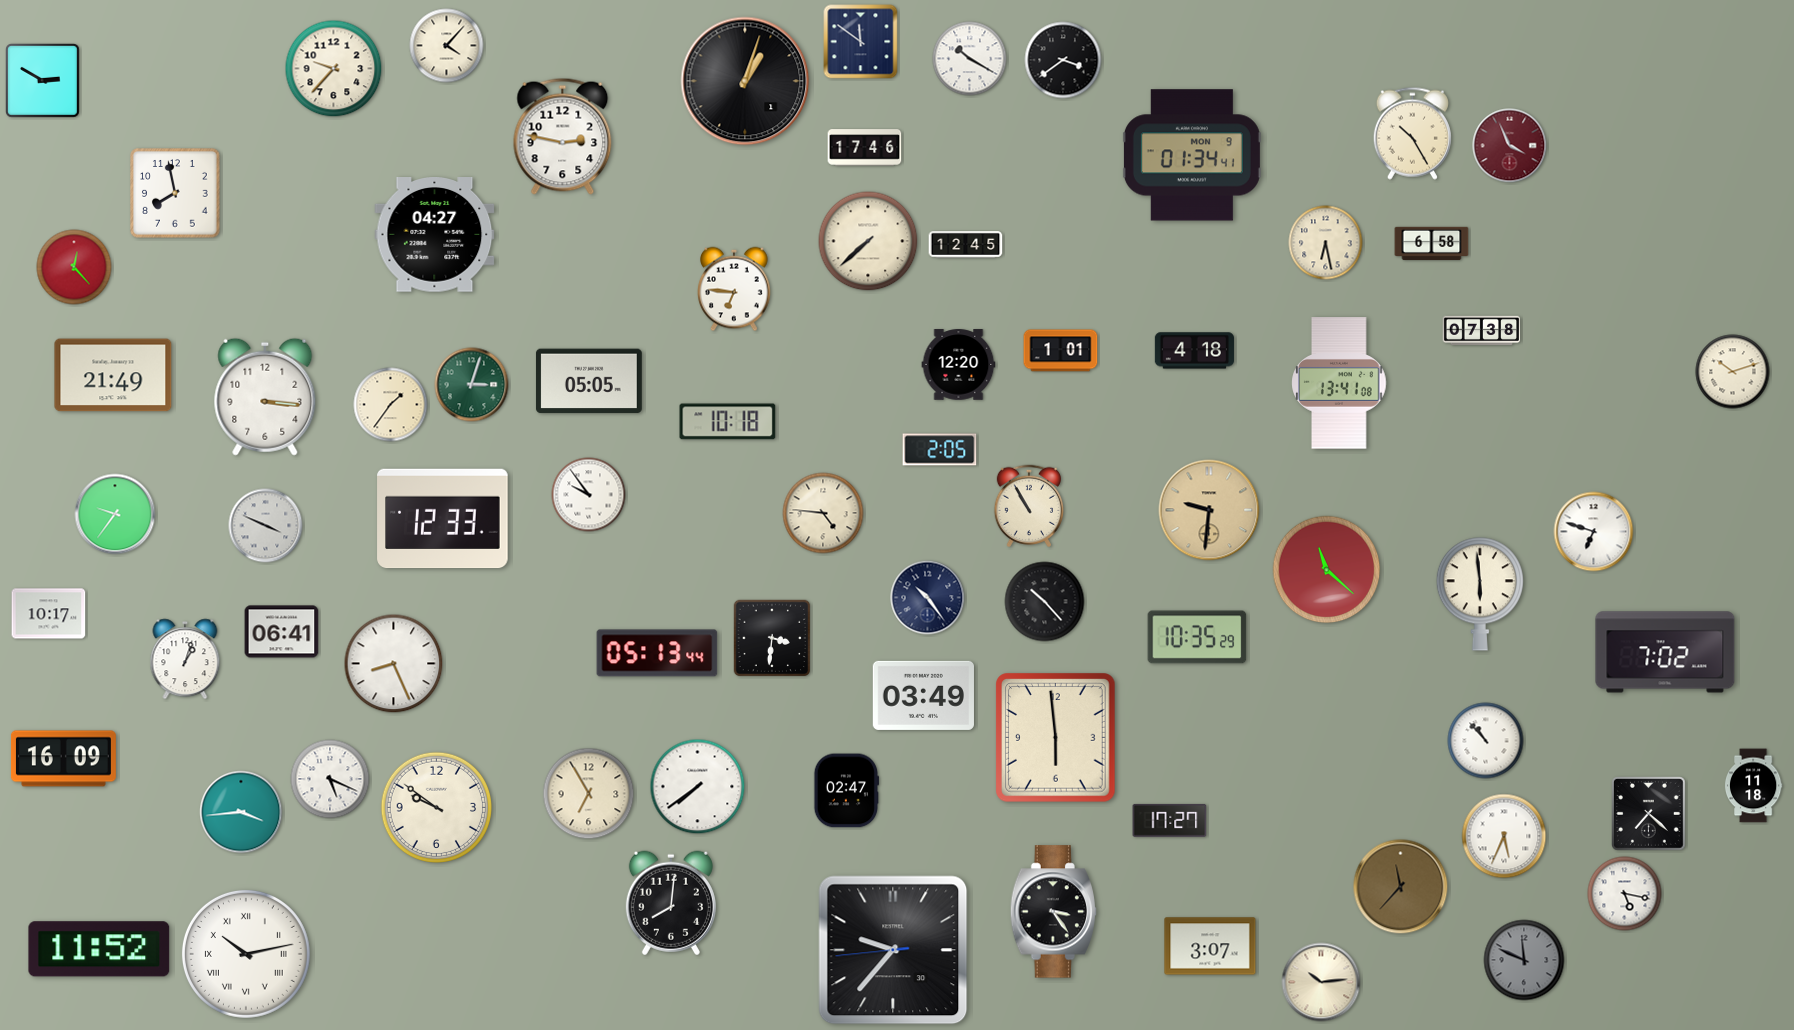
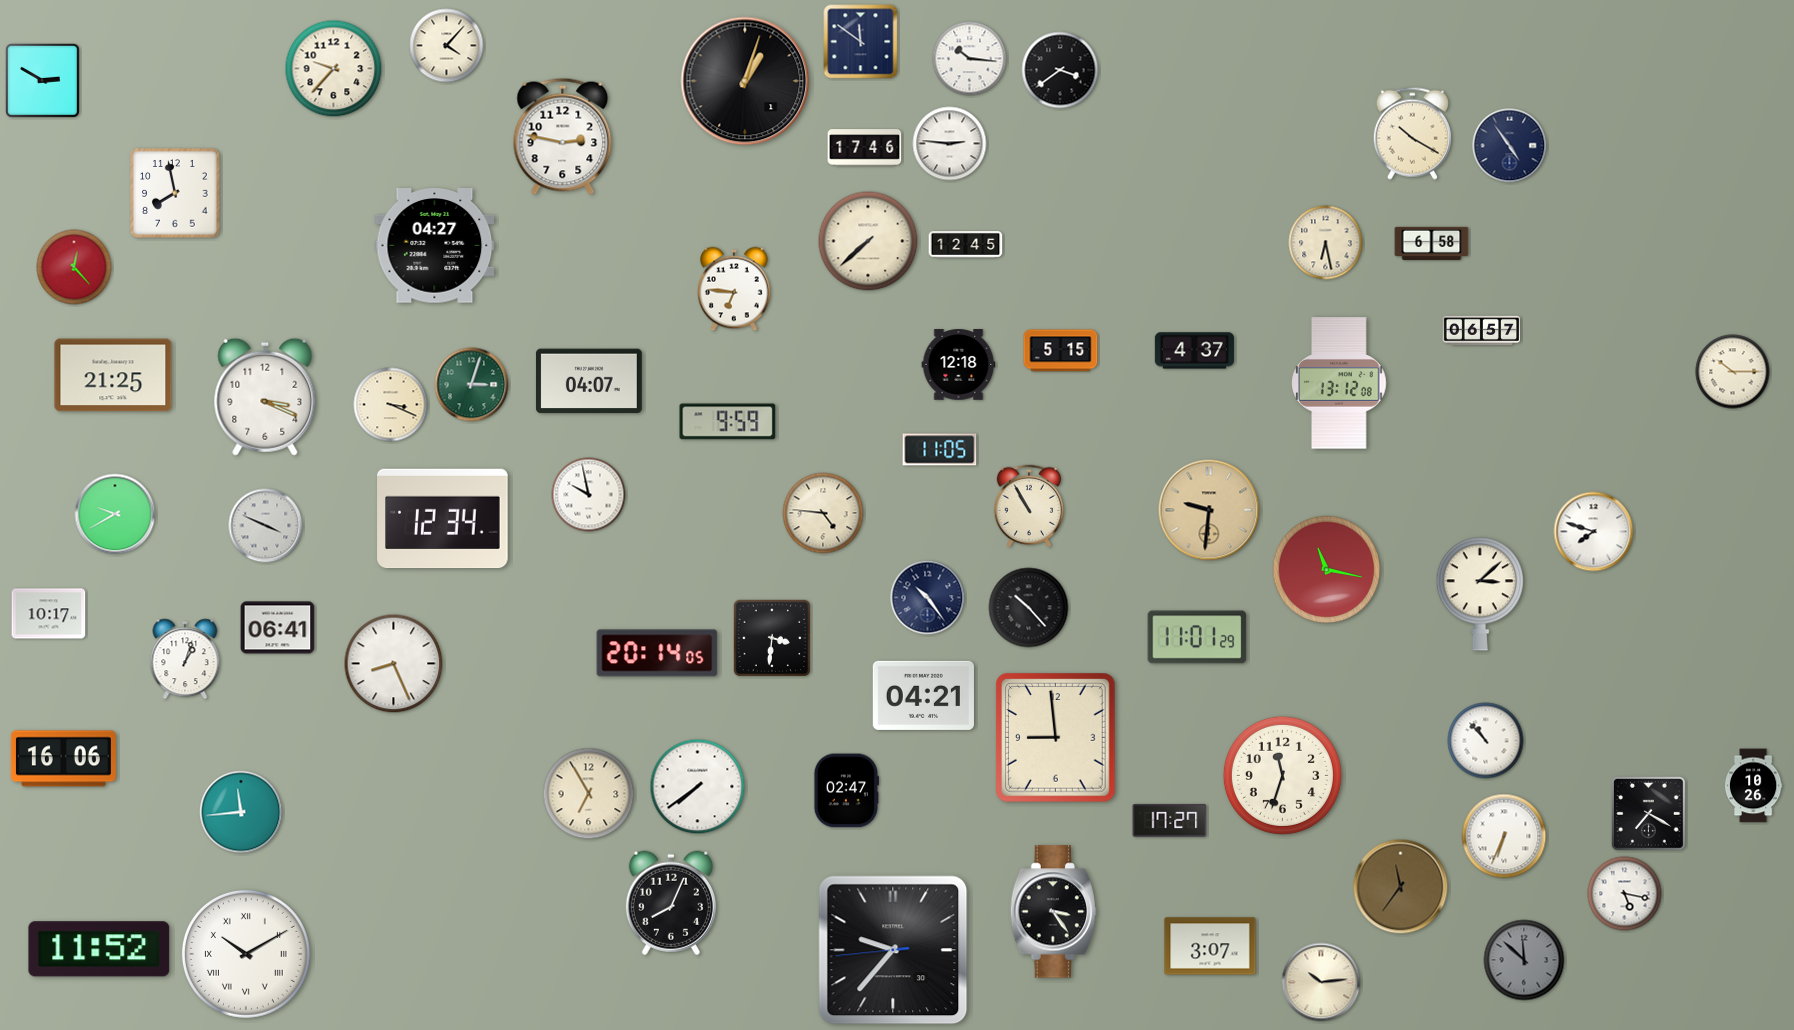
clock at (970, 59): 10:20 -> 10:16
clock at (1063, 60) position: (1063, 60) -> (1060, 70)
clock at (1412, 133): 10:25 -> 10:20
clock at (950, 144): none -> 2:46
clock at (1510, 146): 3:56 -> 4:54
clock at (1510, 146) dial: burgundy -> navy
clock at (1192, 155): 01:34 -> none
clock at (435, 235) position: (435, 235) -> (435, 246)
clock at (1482, 331): 07:38 -> 06:57
clock at (1061, 351): 1:01 -> 5:15
clock at (1194, 351): 4:18 -> 4:37
clock at (959, 365): 12:20 -> 12:18
clock at (1733, 372): 10:12 -> 10:15
clock at (113, 375): 21:49 -> 21:25
clock at (589, 381): 05:05 -> 04:07
clock at (1339, 383): 13:41 -> 13:12
clock at (265, 397): 3:16 -> 3:19
clock at (391, 405): 1:36 -> 3:19
clock at (728, 422): 10:18 -> 9:59
clock at (940, 450): 2:05 -> 11:05
clock at (589, 495): 9:54 -> 9:58
clock at (115, 514): 9:36 -> 9:40
clock at (443, 519): 12:33 -> 12:34
clock at (1594, 532): 6:48 -> 7:48
clock at (1327, 570): 11:22 -> 11:17
clock at (1480, 594): 5:59 -> 3:08
clock at (1045, 602) position: (1045, 602) -> (1029, 608)
clock at (282, 632) position: (282, 632) -> (278, 628)
clock at (1197, 637): 10:35 -> 11:01
clock at (1665, 652): 7:02 -> none
clock at (657, 653): 05:13 -> 20:14
clock at (923, 695): 03:49 -> 04:21
clock at (1056, 738): 5:59 -> 8:59
clock at (63, 759): 16:09 -> 16:06
clock at (1282, 775): none -> 11:33
clock at (330, 779): 5:19 -> none
clock at (1753, 786): 11:18 -> 10:26
clock at (437, 808): 9:51 -> none
clock at (241, 812): 3:44 -> 11:44
clock at (1649, 814): 7:22 -> 7:20
clock at (1504, 836): 5:34 -> 6:34
clock at (1401, 887): 11:37 -> 11:36
clock at (671, 903): 8:01 -> 8:04
clock at (246, 954): 10:13 -> 10:10
clock at (1524, 960): 11:49 -> 11:52
